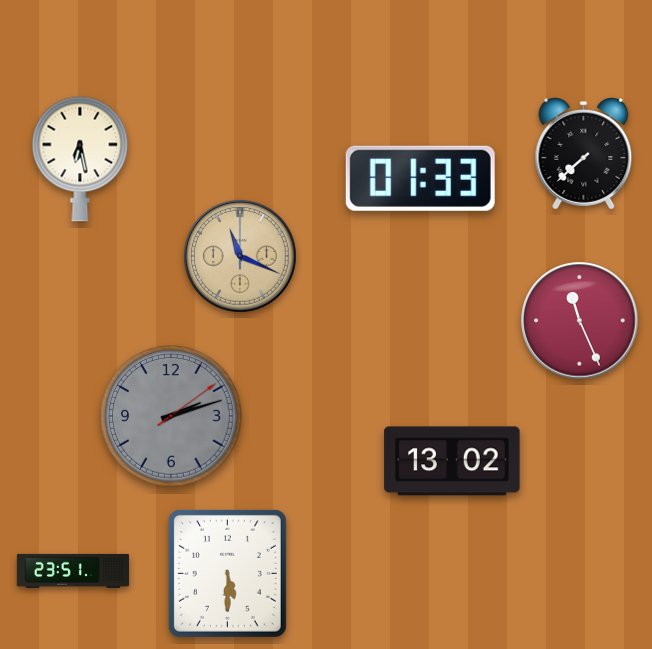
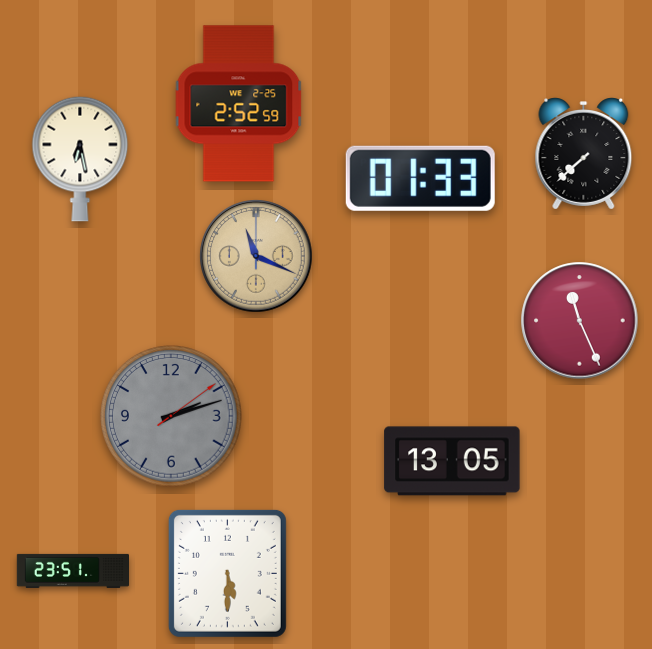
clock at (239, 104): none -> 2:52
clock at (240, 256) position: (240, 256) -> (256, 256)
clock at (452, 461): 13:02 -> 13:05
